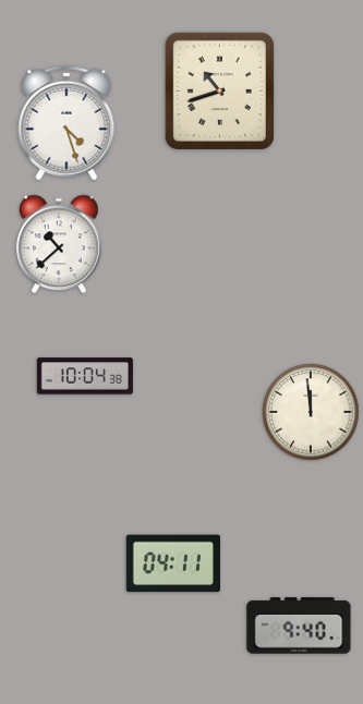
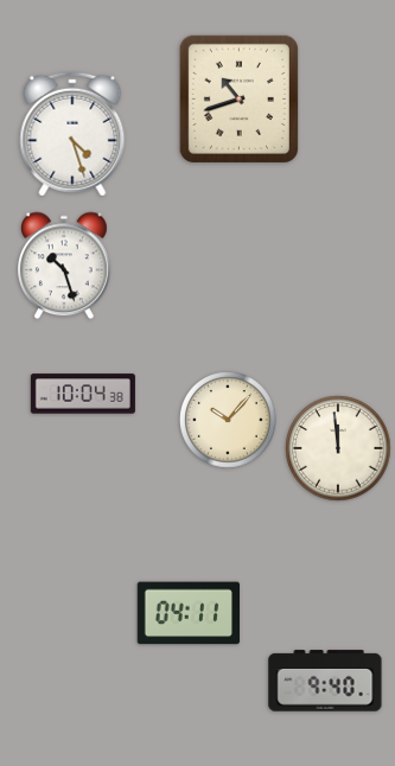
clock at (60, 244): 10:38 -> 10:27
clock at (85, 376) position: (85, 376) -> (83, 394)
clock at (228, 420): none -> 10:07
